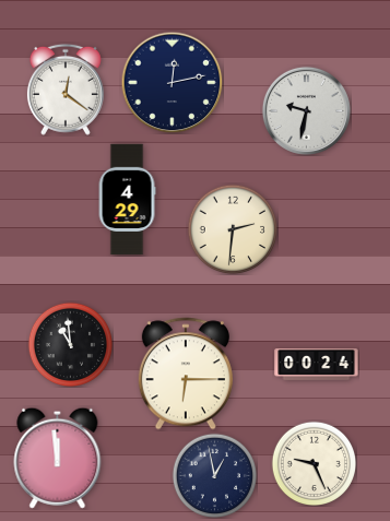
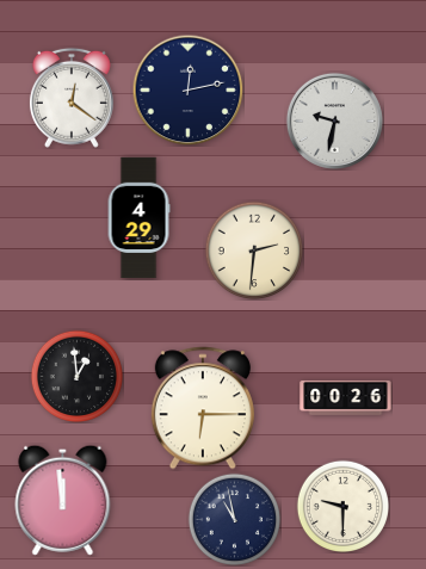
clock at (70, 344): 10:59 -> 12:59
clock at (317, 364): 00:24 -> 00:26
clock at (314, 463): 9:26 -> 9:30
clock at (214, 475): 12:58 -> 10:58
